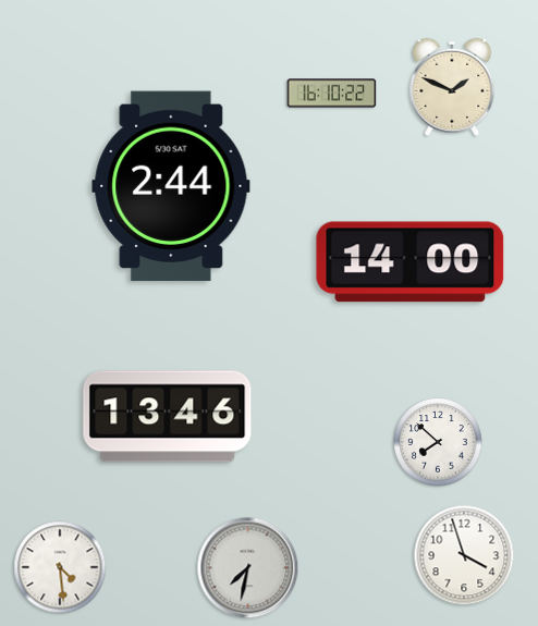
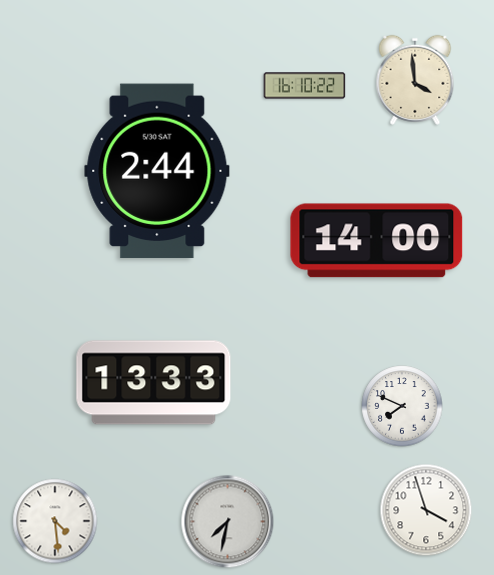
clock at (452, 87): 1:49 -> 3:59
clock at (168, 417): 13:46 -> 13:33
clock at (438, 442): 7:52 -> 7:49
